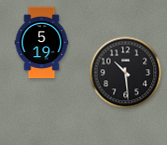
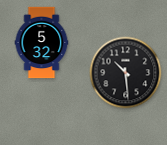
clock at (42, 43): 5:19 -> 5:32
